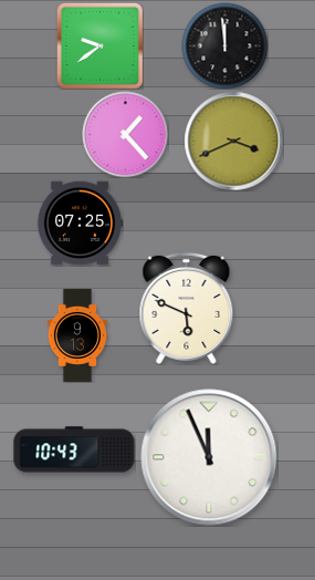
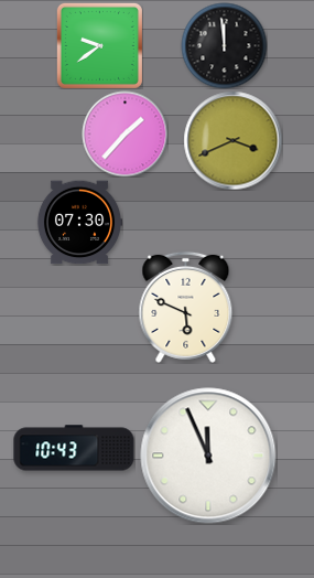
clock at (125, 134): 1:23 -> 1:37
clock at (80, 224): 07:25 -> 07:30
clock at (77, 335): 9:13 -> none
